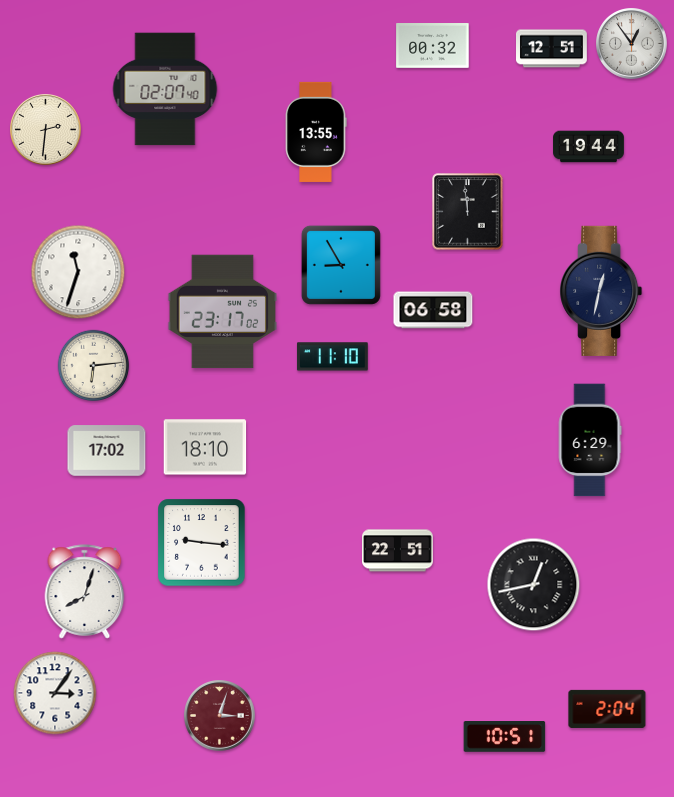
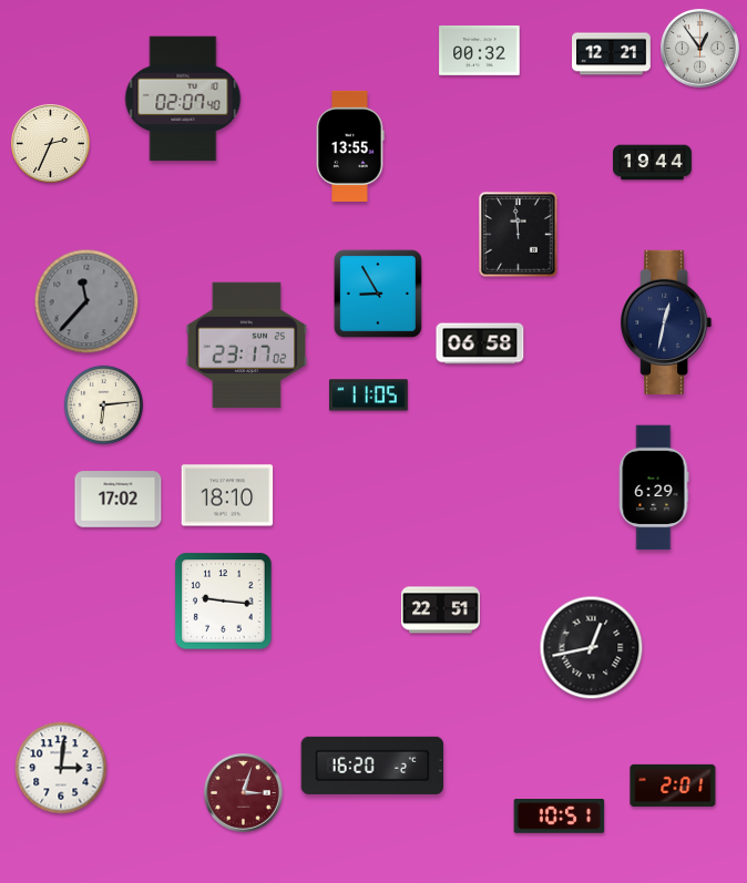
clock at (552, 49): 12:51 -> 12:21
clock at (46, 130): 2:31 -> 2:34
clock at (78, 272): 11:33 -> 11:37
clock at (78, 272) dial: white -> grey
clock at (332, 357): 11:10 -> 11:05
clock at (85, 592): 8:03 -> none
clock at (372, 766): none -> 16:20
clock at (55, 693): 3:06 -> 3:01
clock at (607, 709): 2:04 -> 2:01
